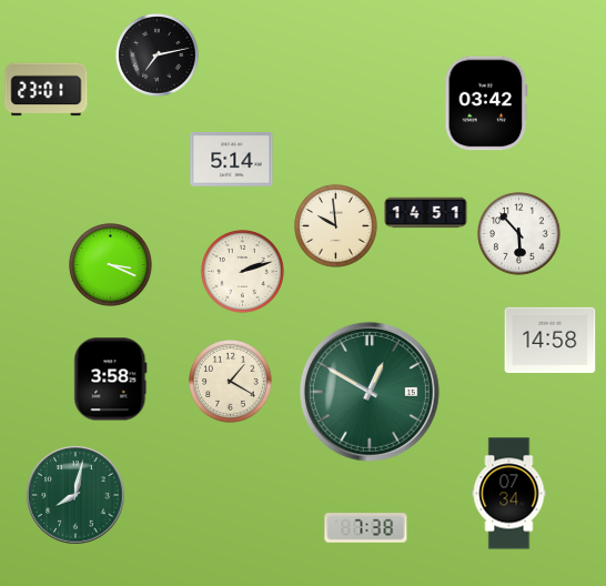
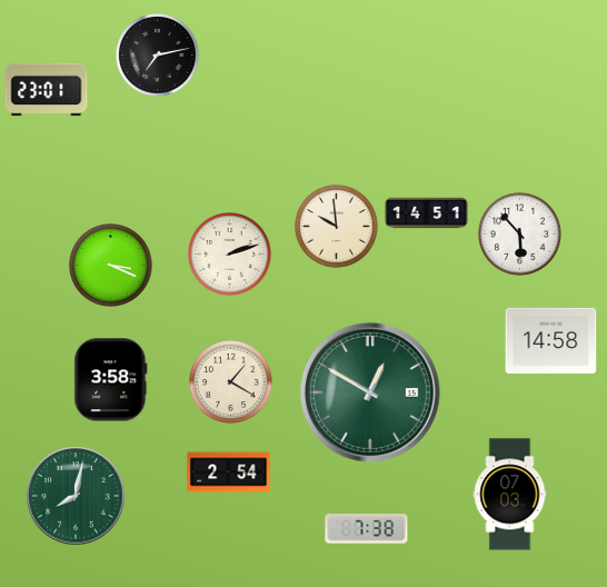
clock at (486, 103): 03:42 -> none
clock at (232, 160): 5:14 -> none
clock at (243, 272) position: (243, 272) -> (230, 255)
clock at (229, 472): none -> 2:54
clock at (509, 494): 07:34 -> 07:03
